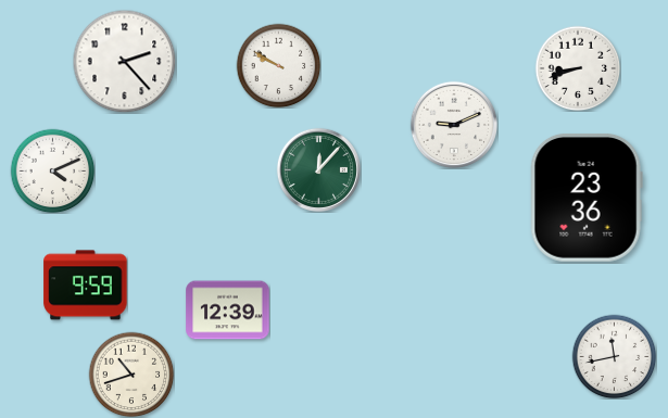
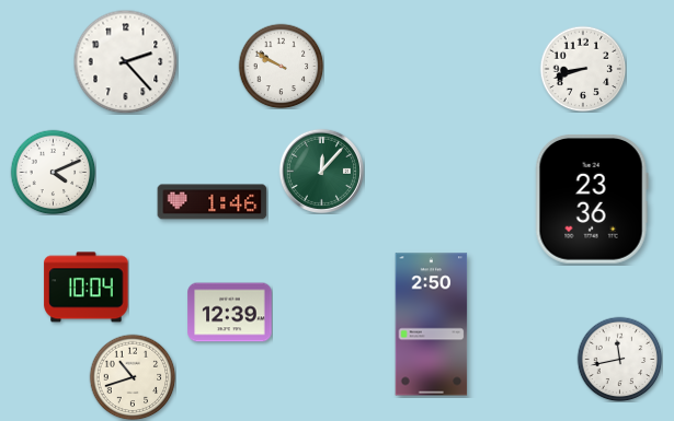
clock at (453, 124): 9:11 -> none
clock at (213, 202): none -> 1:46
clock at (86, 286): 9:59 -> 10:04
clock at (432, 325): none -> 2:50
